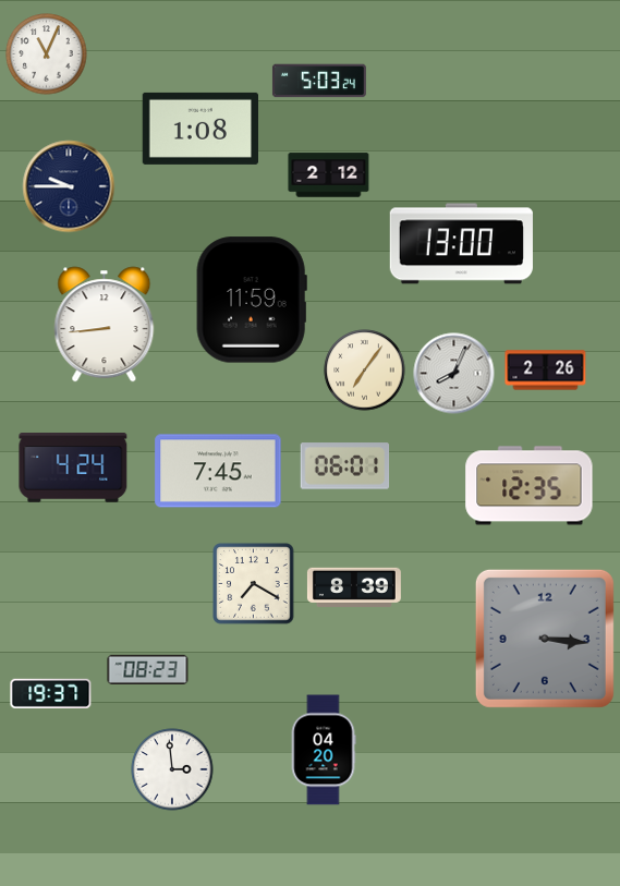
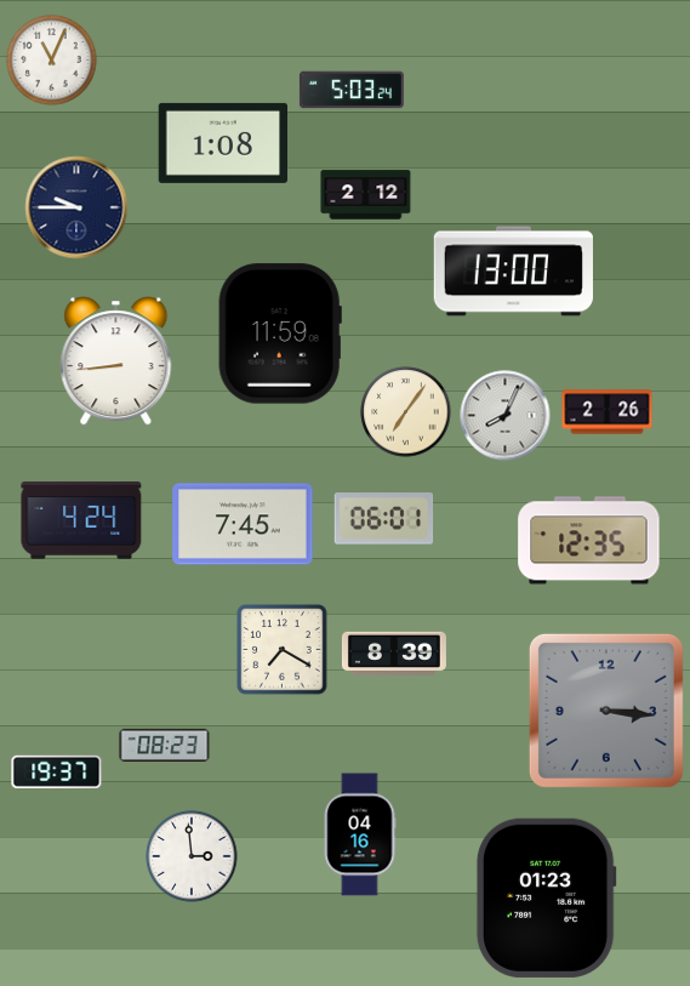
clock at (319, 81) position: (319, 81) -> (352, 90)
clock at (324, 750): 04:20 -> 04:16
clock at (546, 897): none -> 01:23
